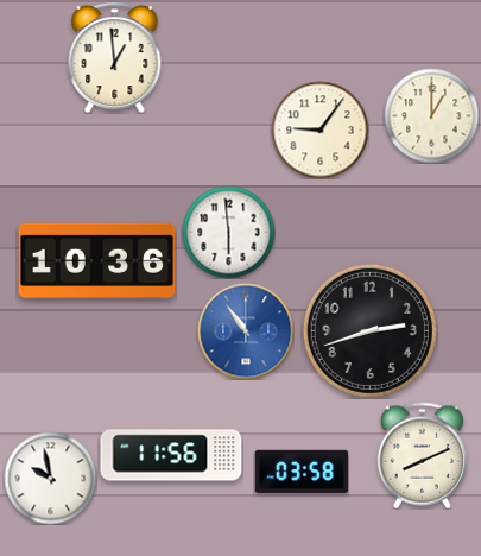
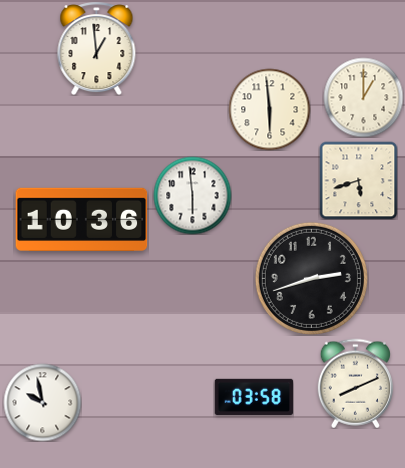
clock at (319, 129): 9:06 -> 5:59
clock at (358, 180): none -> 5:42
clock at (246, 331): 10:54 -> none
clock at (171, 455): 11:56 -> none
